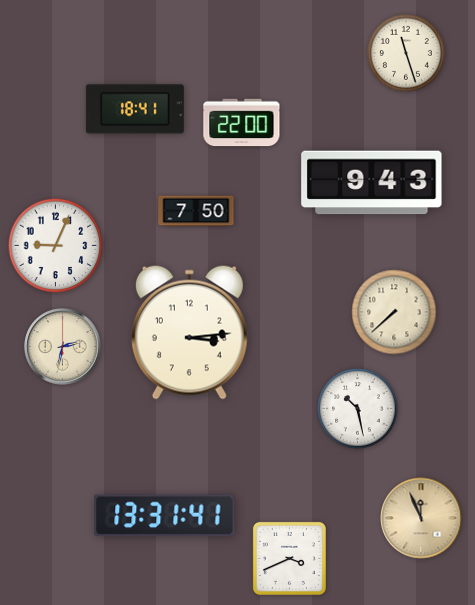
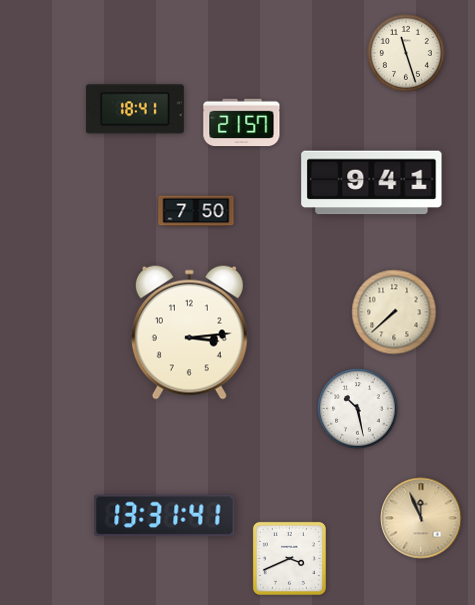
clock at (242, 123): 22:00 -> 21:57
clock at (372, 183): 9:43 -> 9:41
clock at (56, 246): 9:04 -> none
clock at (63, 347): 2:32 -> none
